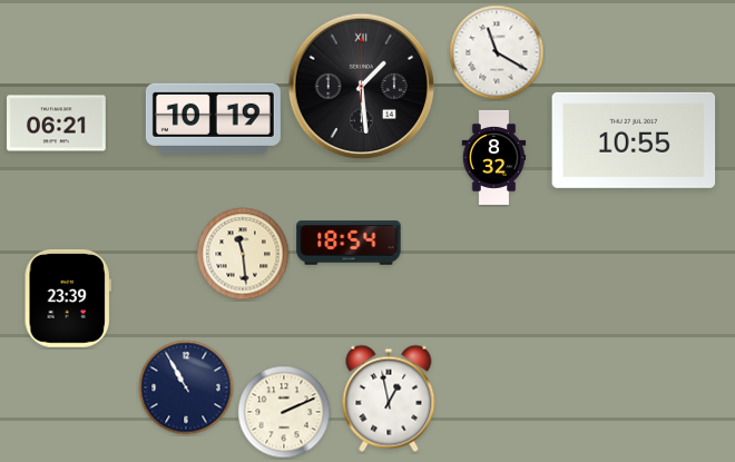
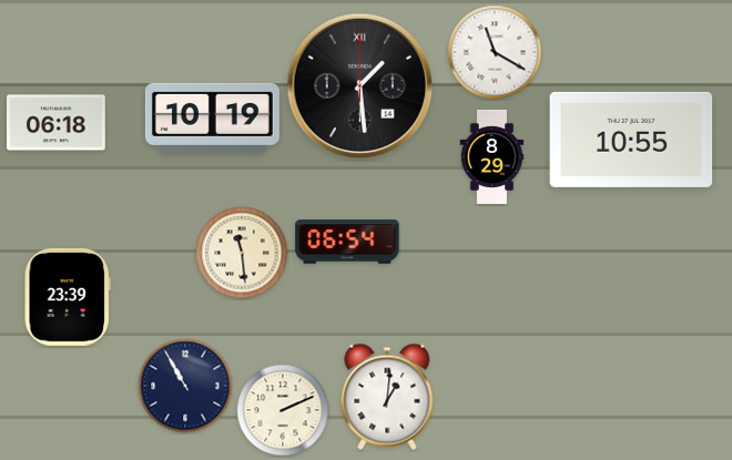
clock at (57, 124): 06:21 -> 06:18
clock at (494, 157): 8:32 -> 8:29
clock at (349, 243): 18:54 -> 06:54
clock at (389, 399): 12:58 -> 1:01
